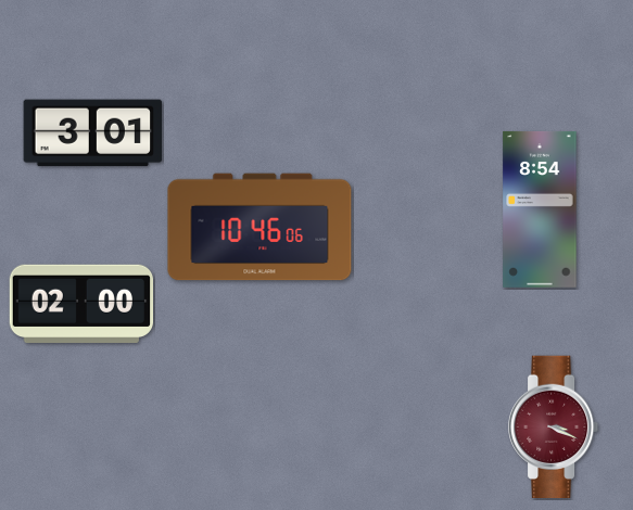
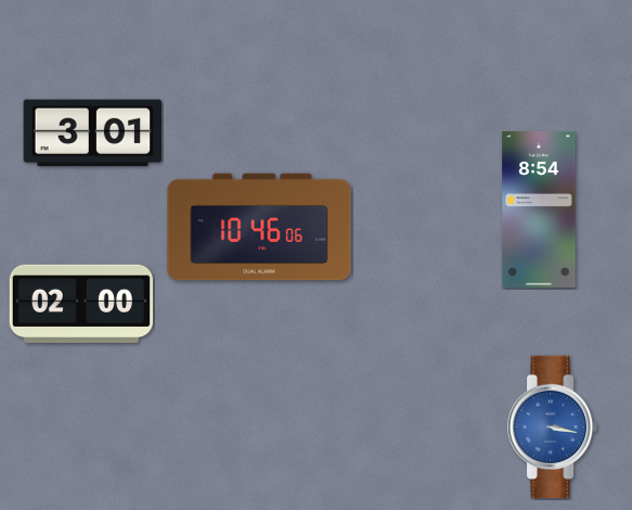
clock at (555, 428): 3:19 -> 3:17
clock at (555, 428) dial: burgundy -> blue
